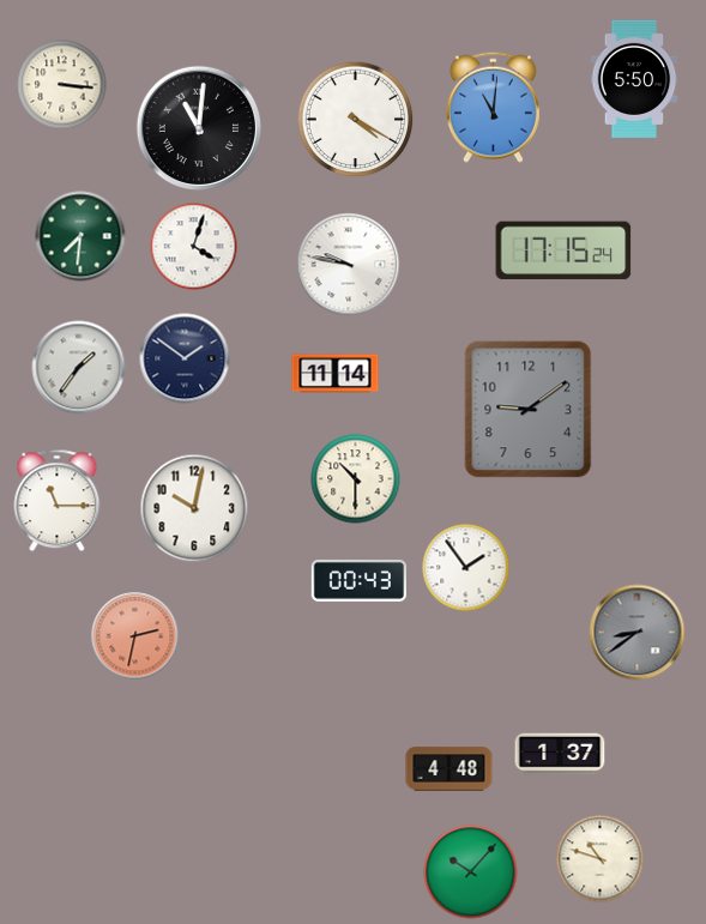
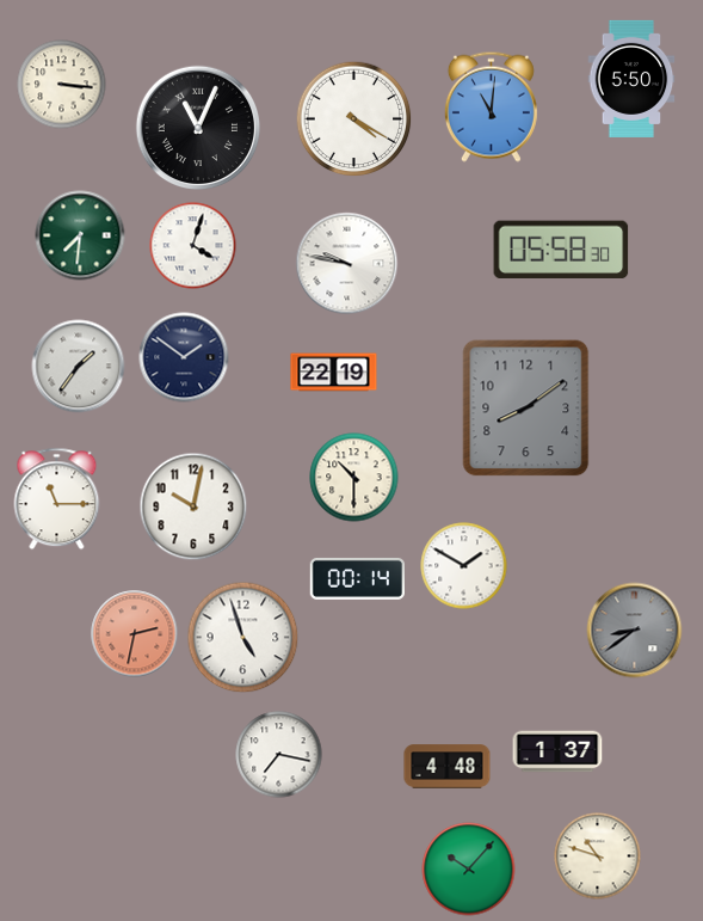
clock at (198, 127): 11:01 -> 11:04
clock at (563, 250): 17:15 -> 05:58
clock at (336, 374): 11:14 -> 22:19
clock at (529, 410): 9:09 -> 8:09
clock at (466, 568): 1:54 -> 1:50
clock at (358, 580): 00:43 -> 00:14
clock at (243, 638): none -> 4:57
clock at (279, 755): none -> 7:17
